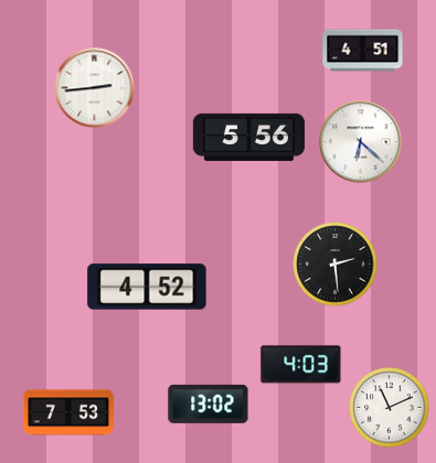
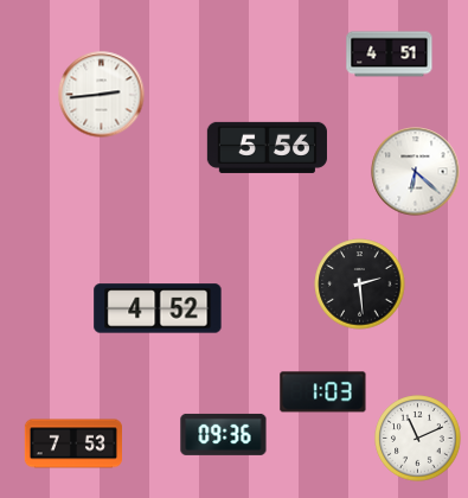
clock at (361, 142) position: (361, 142) -> (416, 172)
clock at (301, 365): 4:03 -> 1:03
clock at (209, 403): 13:02 -> 09:36
